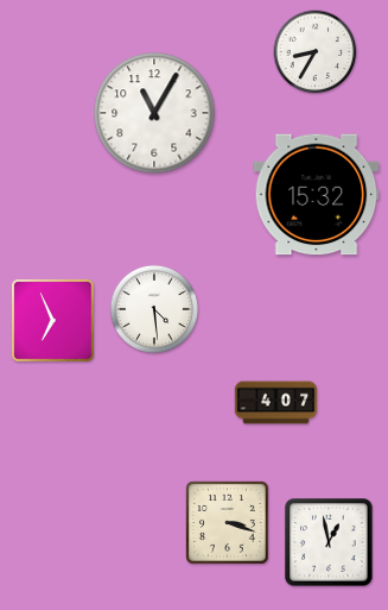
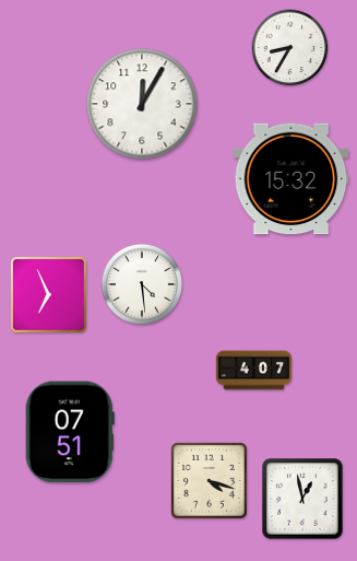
clock at (154, 113): 11:05 -> 12:05
clock at (70, 432): none -> 07:51
clock at (228, 523): 3:18 -> 4:18
